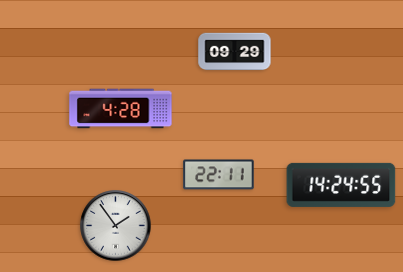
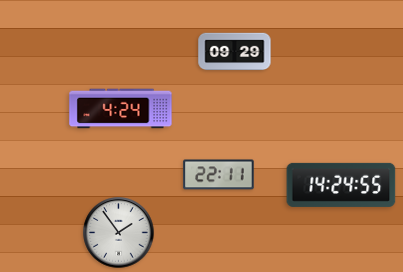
clock at (121, 109): 4:28 -> 4:24
clock at (116, 226) position: (116, 226) -> (119, 233)
